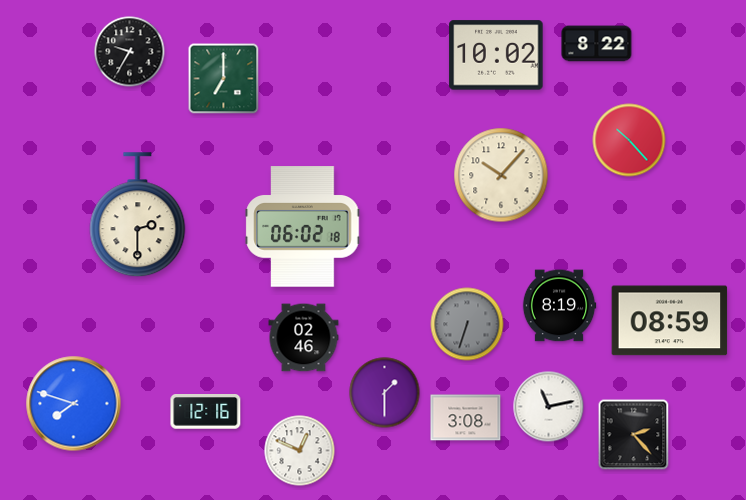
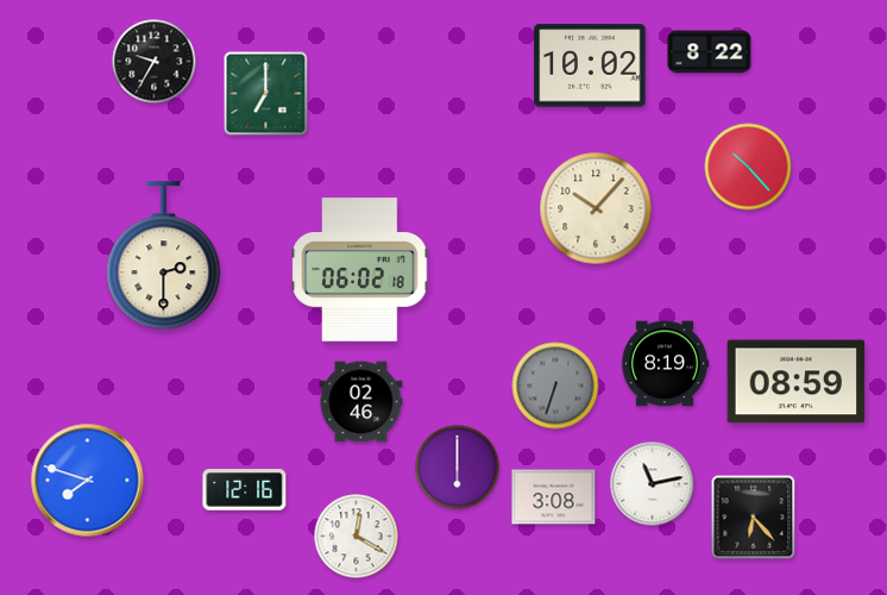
clock at (385, 393): 1:30 -> 6:00
clock at (634, 435): 2:23 -> 6:23
clock at (300, 451): 12:49 -> 12:20
